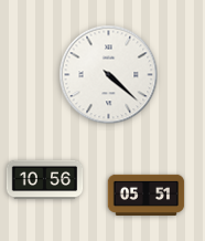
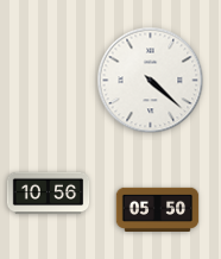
clock at (109, 75) position: (109, 75) -> (151, 81)
clock at (147, 195): 05:51 -> 05:50
